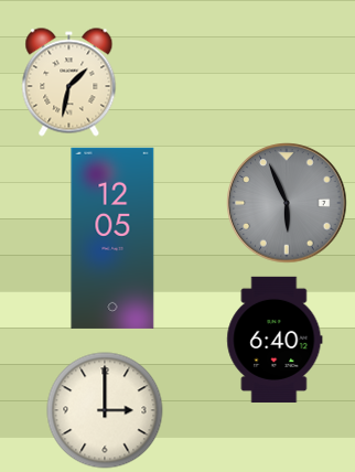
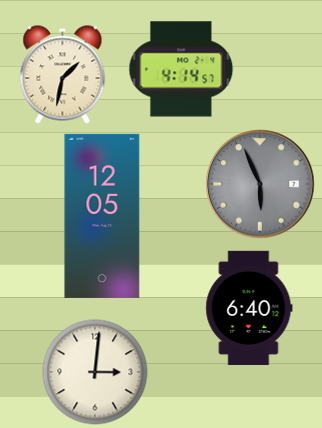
clock at (181, 69): none -> 4:14
clock at (105, 410): 3:00 -> 3:01
